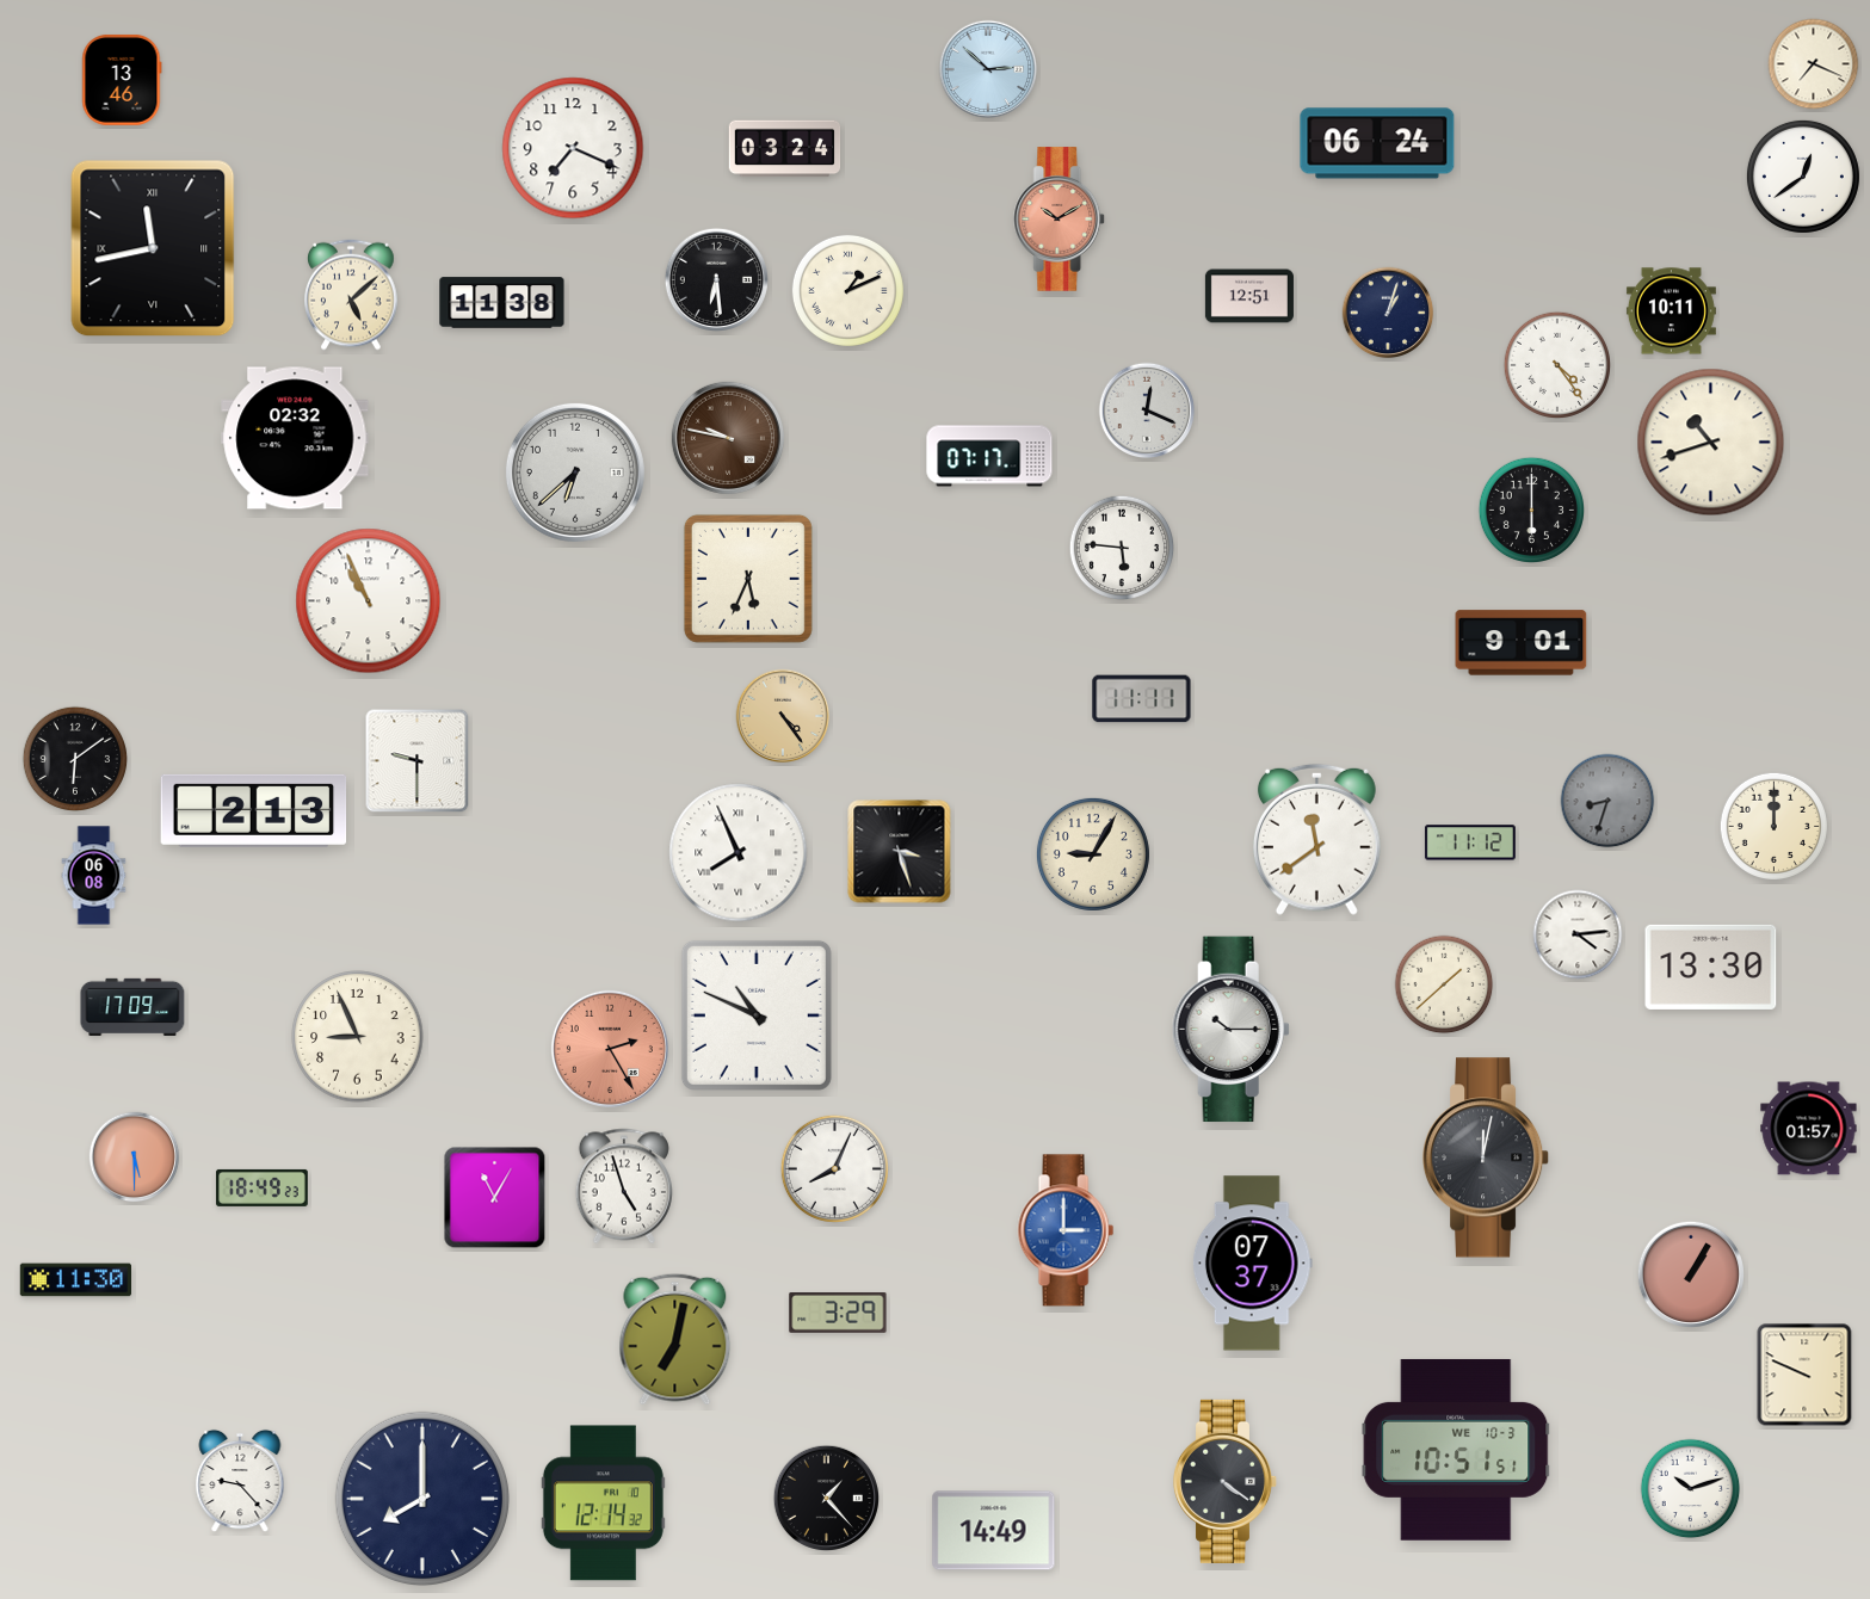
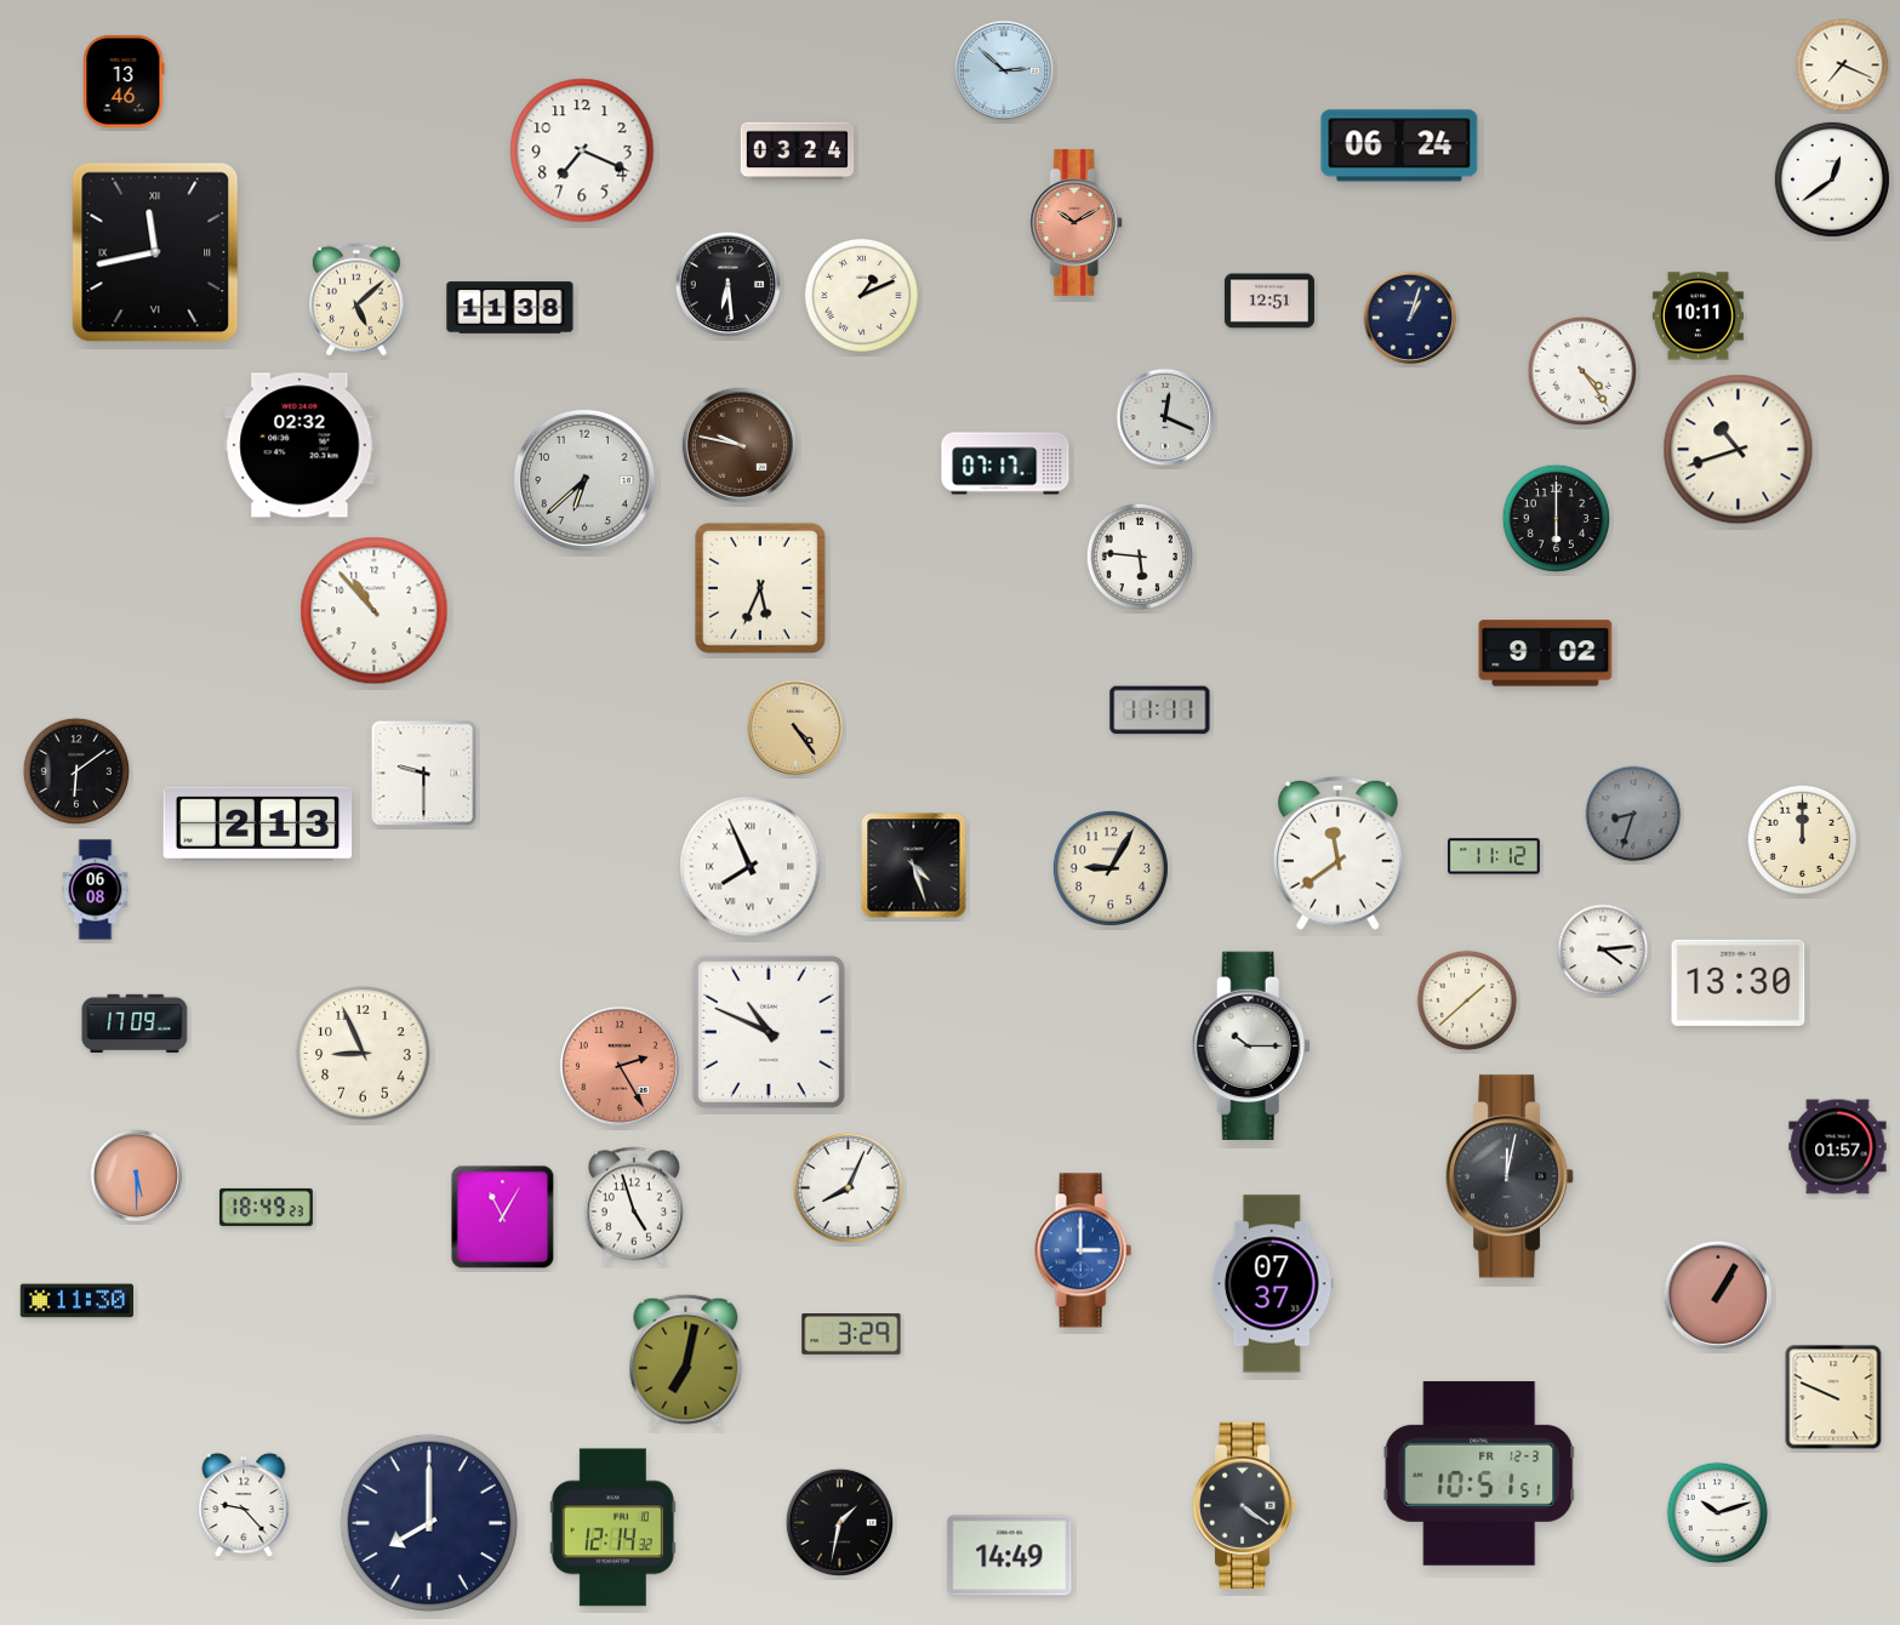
clock at (369, 601): 10:56 -> 10:53
clock at (1522, 643): 9:01 -> 9:02
clock at (900, 852): 3:27 -> 4:27
clock at (1456, 1450) date: WE 10-3 -> FR 12-3
clock at (826, 1498): 1:23 -> 1:32
